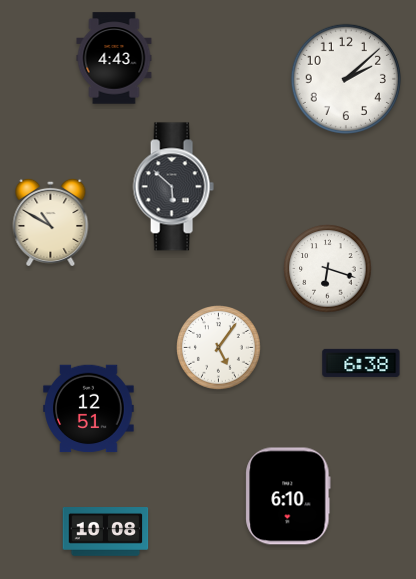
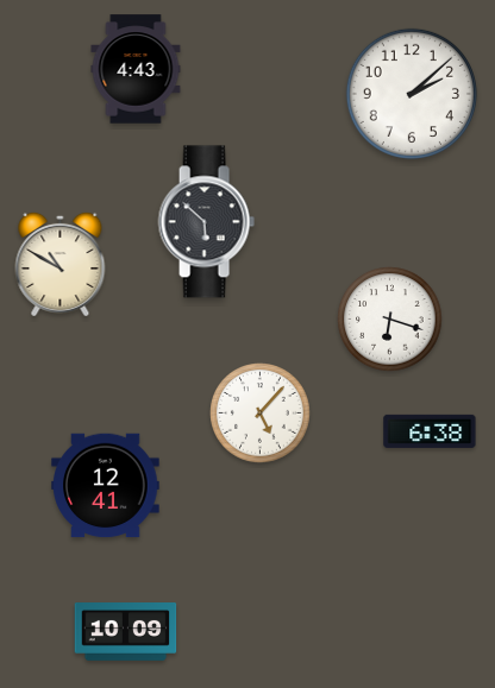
clock at (219, 348): 5:06 -> 5:07
clock at (89, 409): 12:51 -> 12:41
clock at (288, 496): 6:10 -> none
clock at (106, 532): 10:08 -> 10:09
